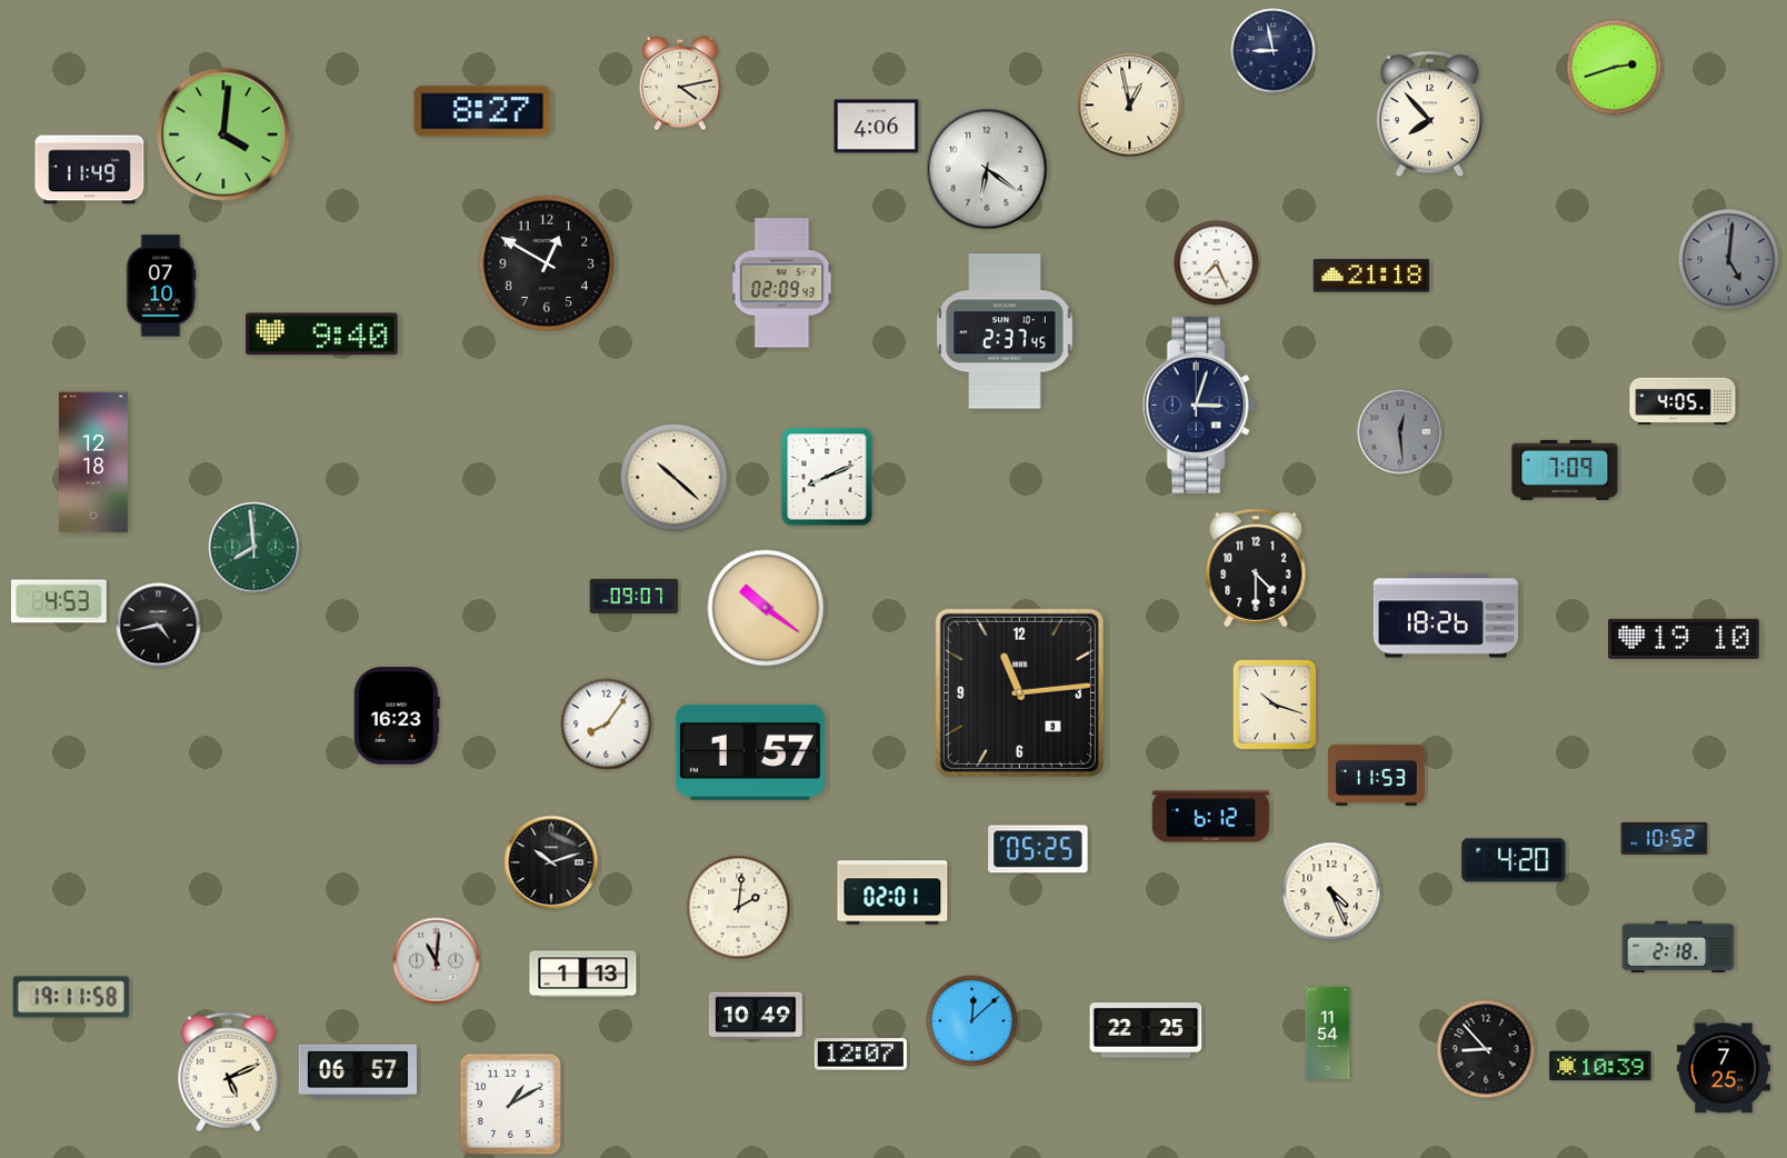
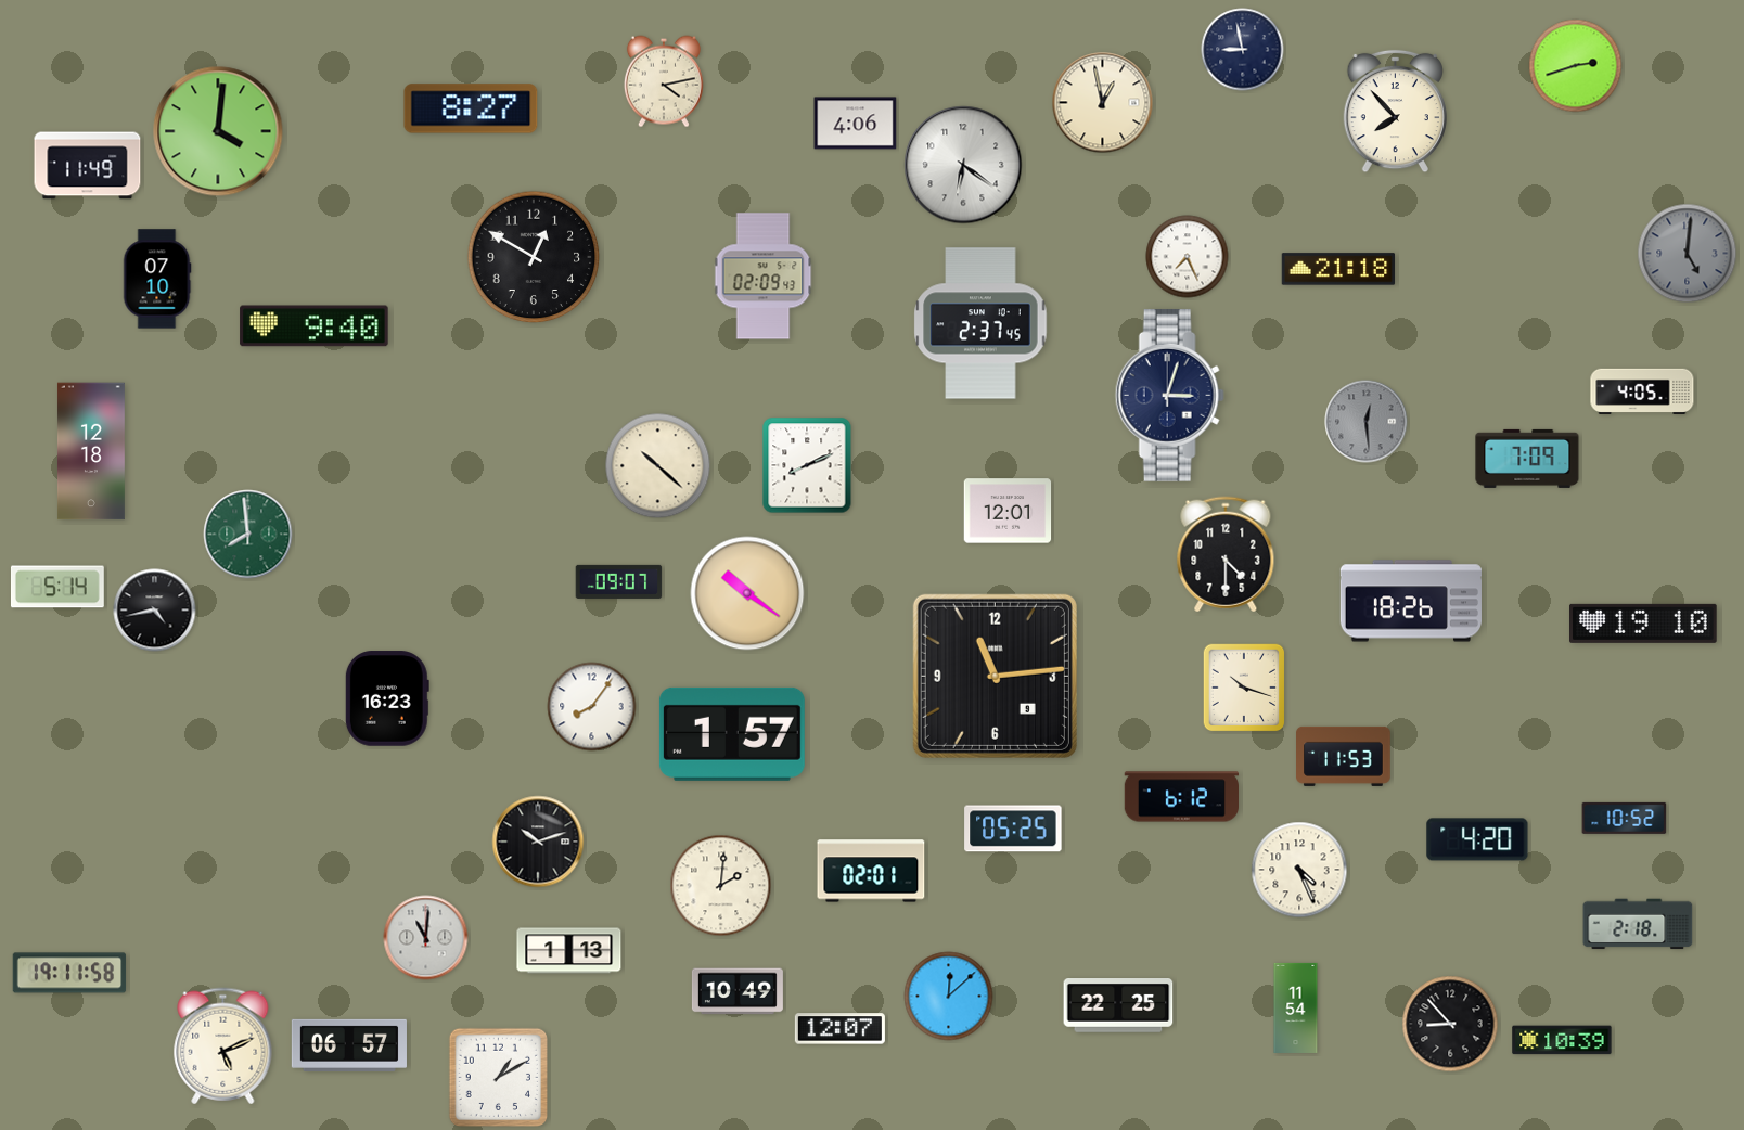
clock at (1008, 511): none -> 12:01
clock at (59, 601): 4:53 -> 5:14
clock at (1724, 1068): 7:25 -> none
